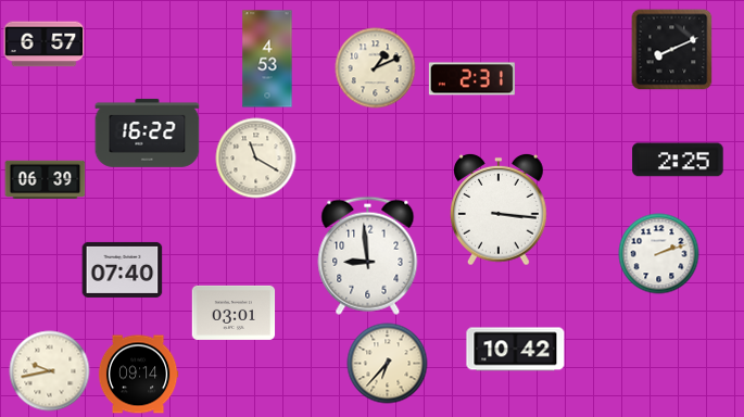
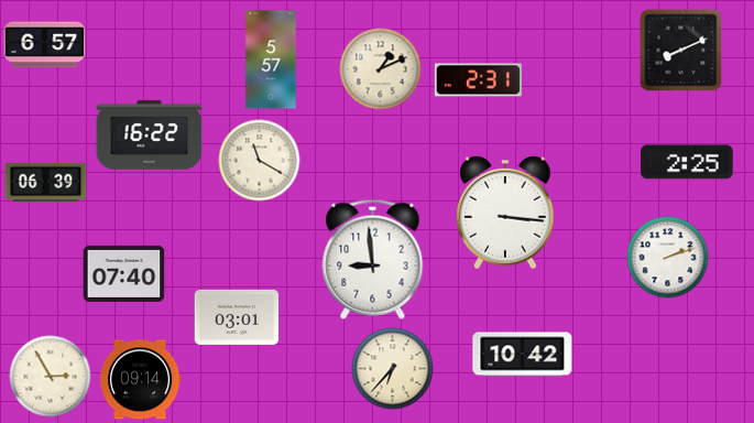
clock at (267, 59): 4:53 -> 5:57
clock at (50, 371): 9:43 -> 2:55
